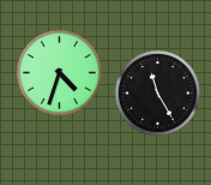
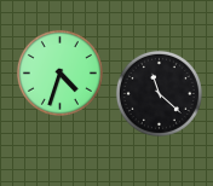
clock at (157, 92): 11:25 -> 11:22
